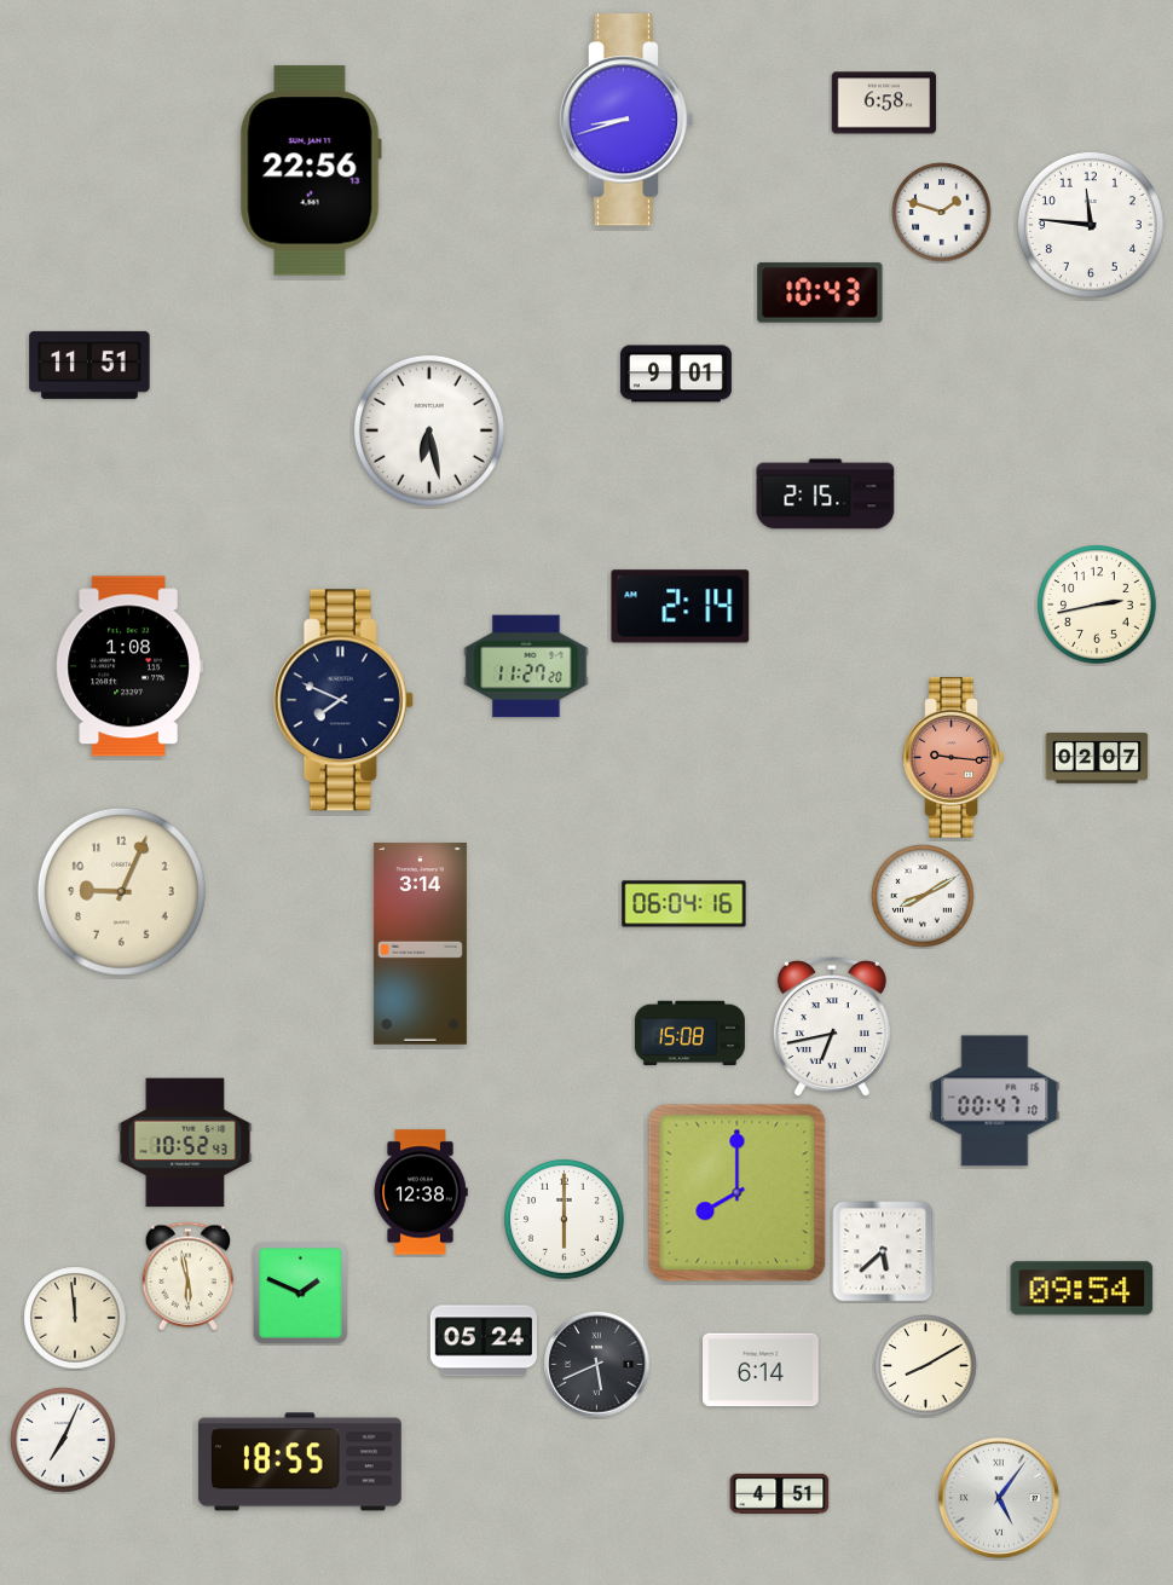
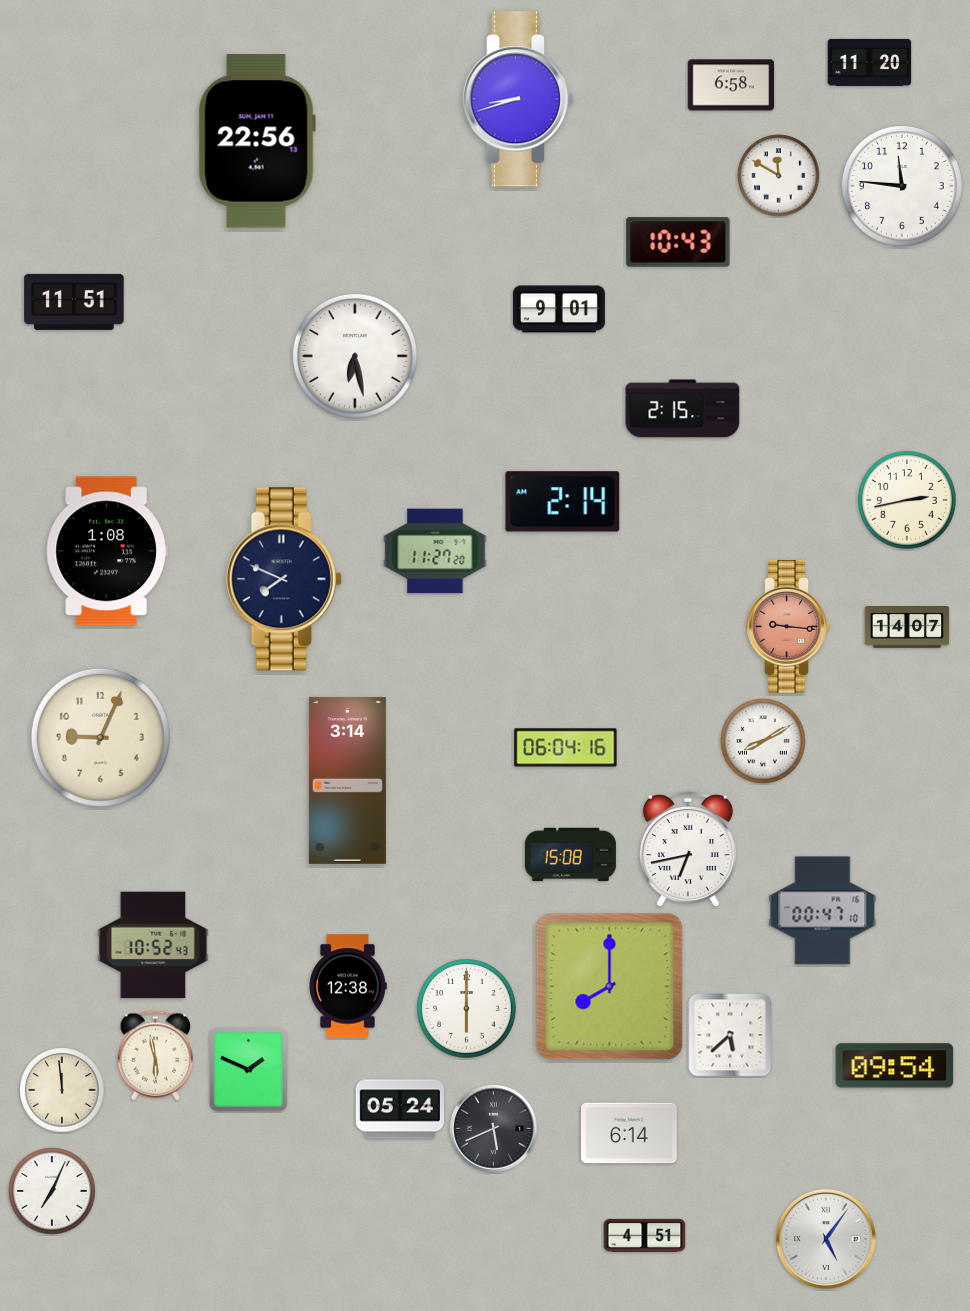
clock at (870, 62): none -> 11:20
clock at (942, 213): 1:48 -> 11:50
clock at (1097, 759): 02:07 -> 14:07
clock at (926, 1366): 8:10 -> none
clock at (300, 1462): 18:55 -> none
